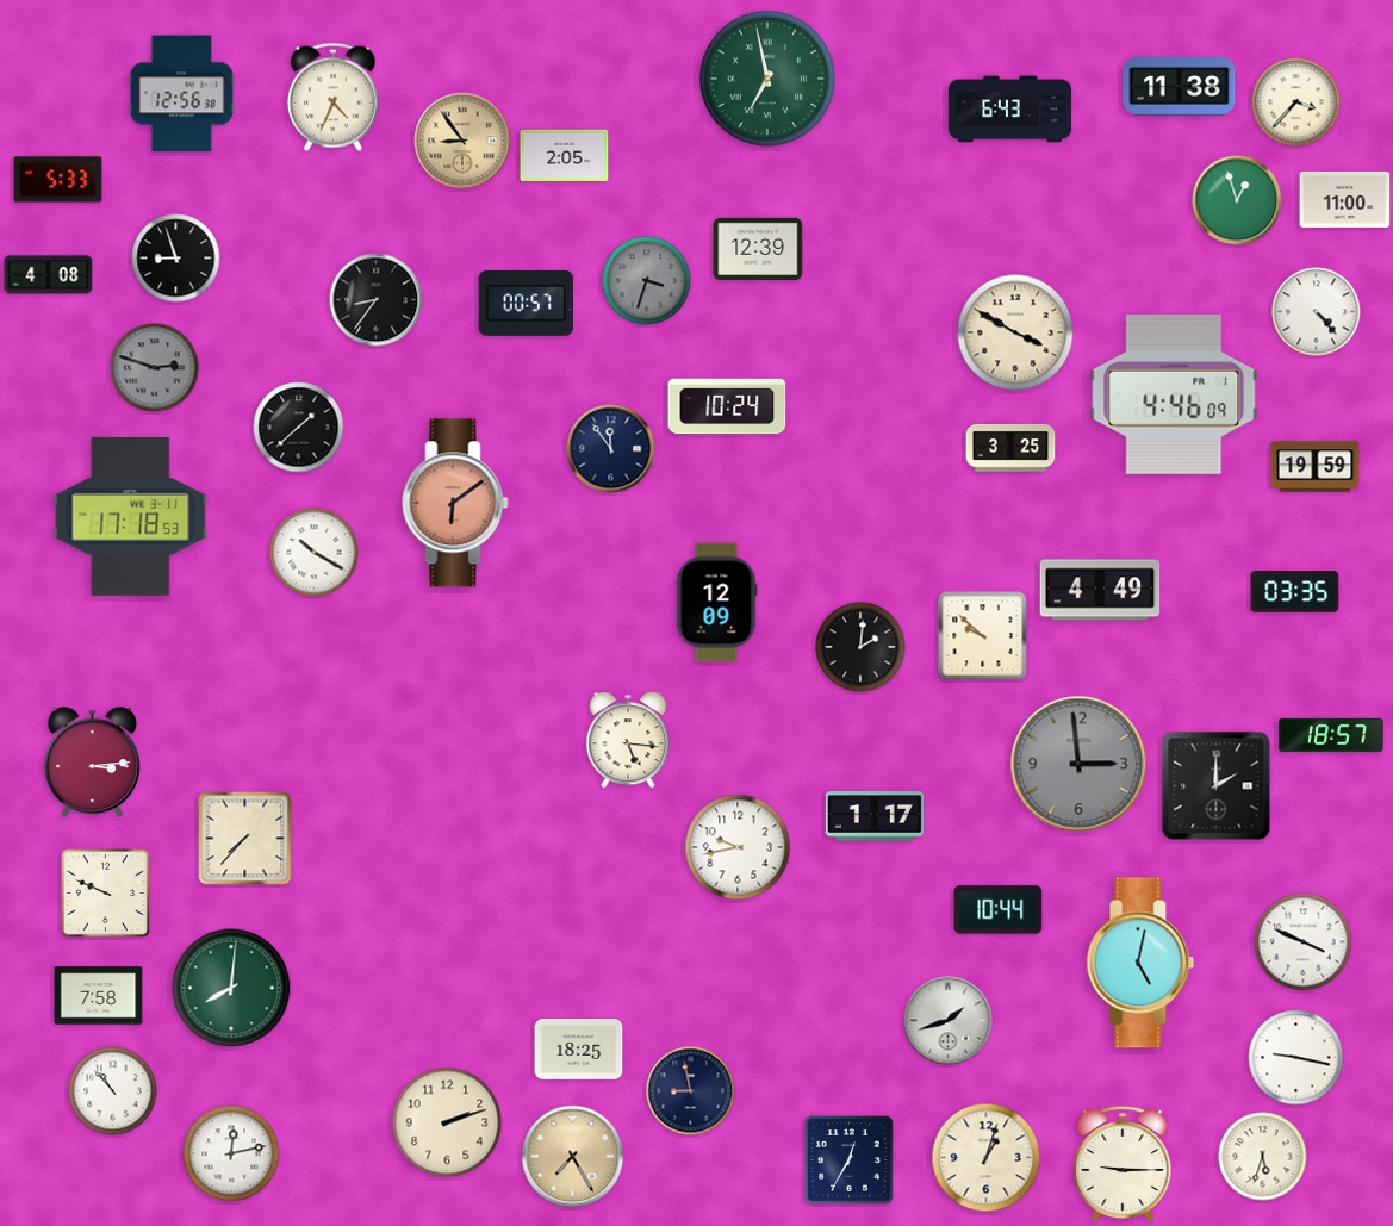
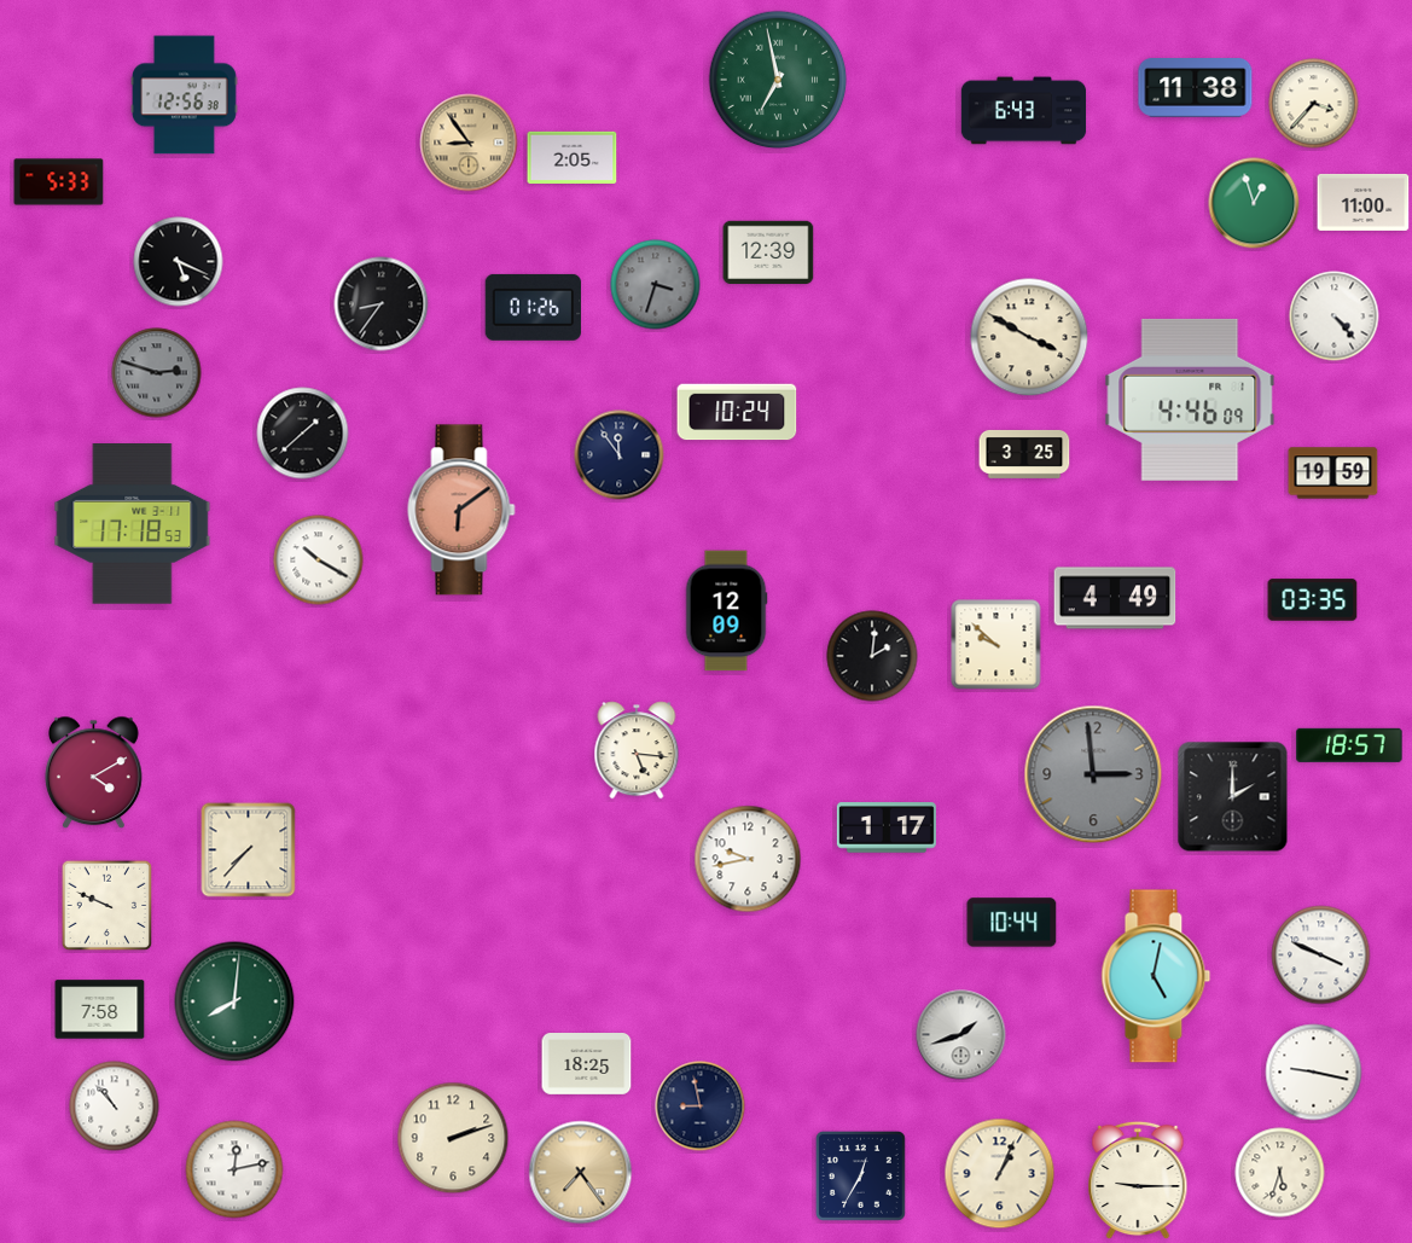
clock at (332, 97): 4:34 -> none
clock at (176, 259): 8:57 -> 5:19
clock at (49, 275): 4:08 -> none
clock at (526, 303): 00:57 -> 01:26
clock at (93, 763): 3:14 -> 4:10
clock at (573, 1157): 7:25 -> 7:24
clock at (987, 1158): 1:03 -> 1:04
